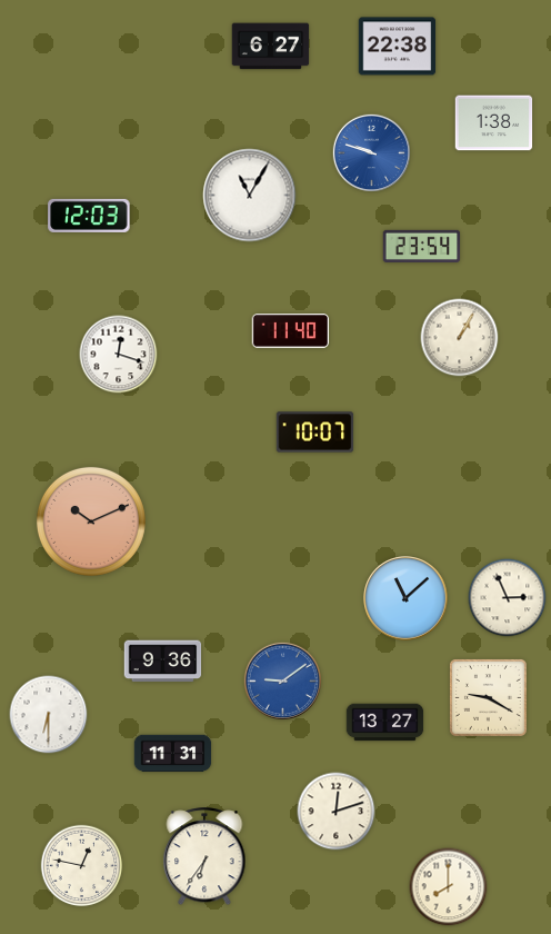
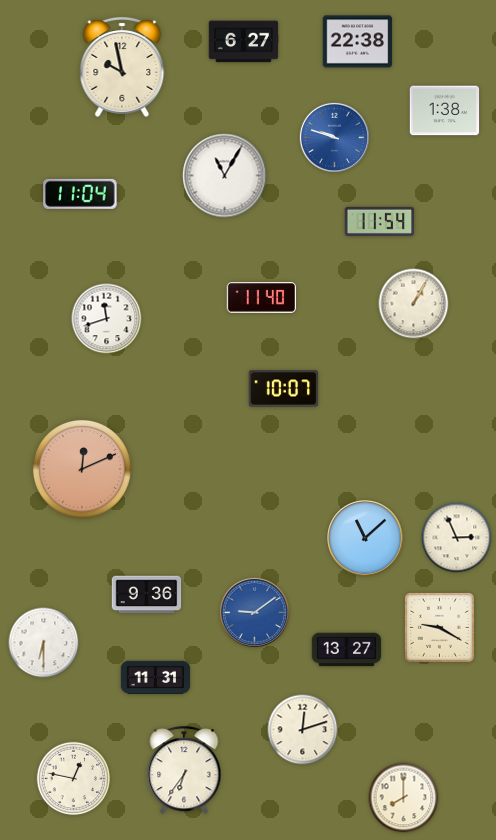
clock at (122, 67): none -> 9:58
clock at (89, 216): 12:03 -> 11:04
clock at (422, 246): 23:54 -> 11:54
clock at (119, 355): 12:18 -> 11:42
clock at (91, 521): 10:11 -> 12:11
